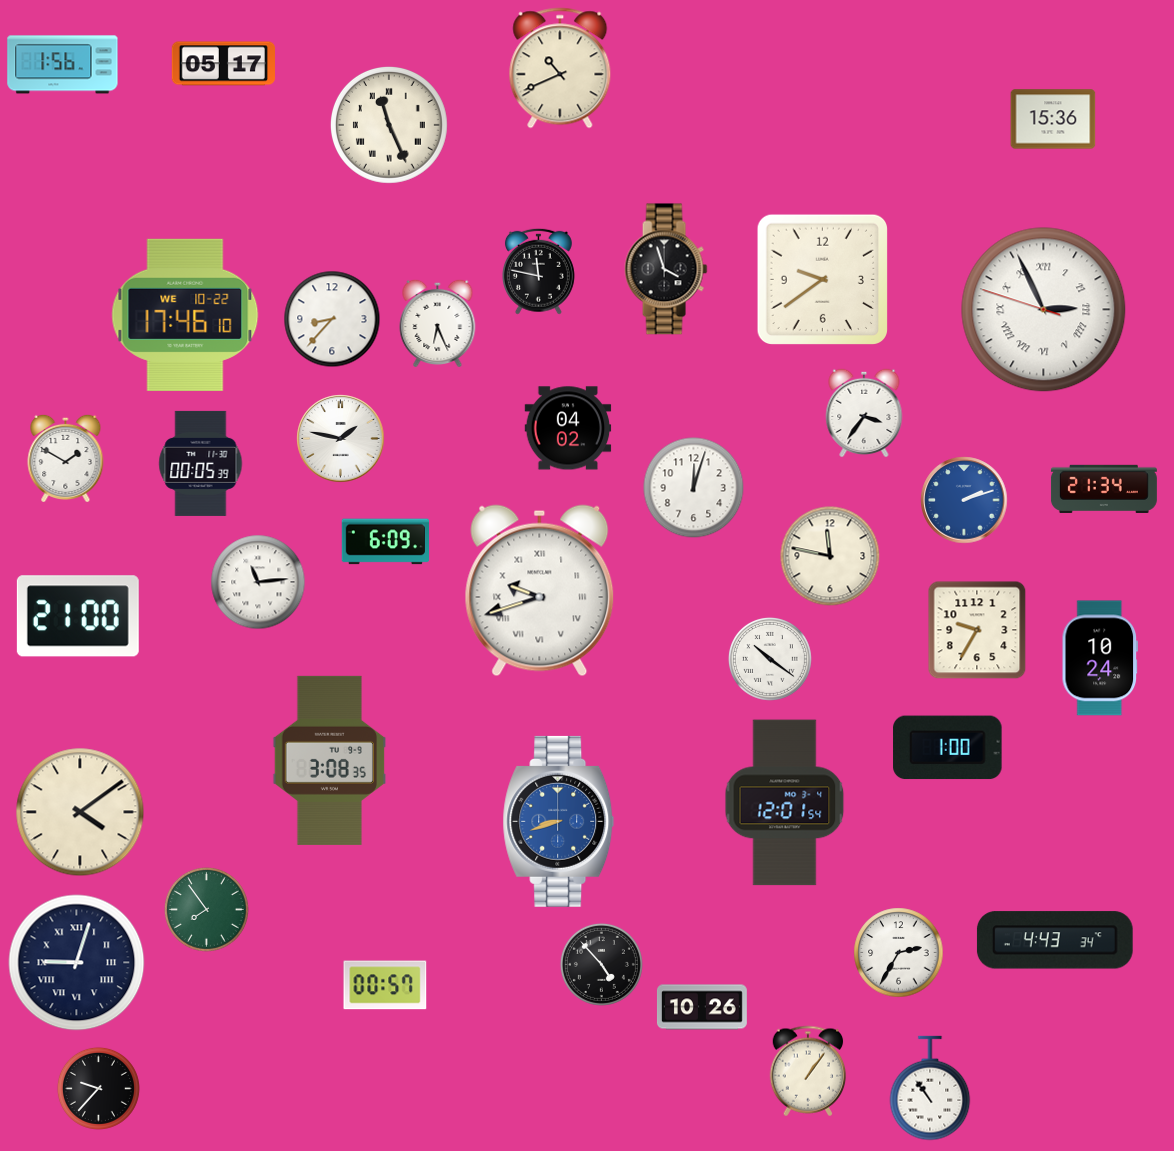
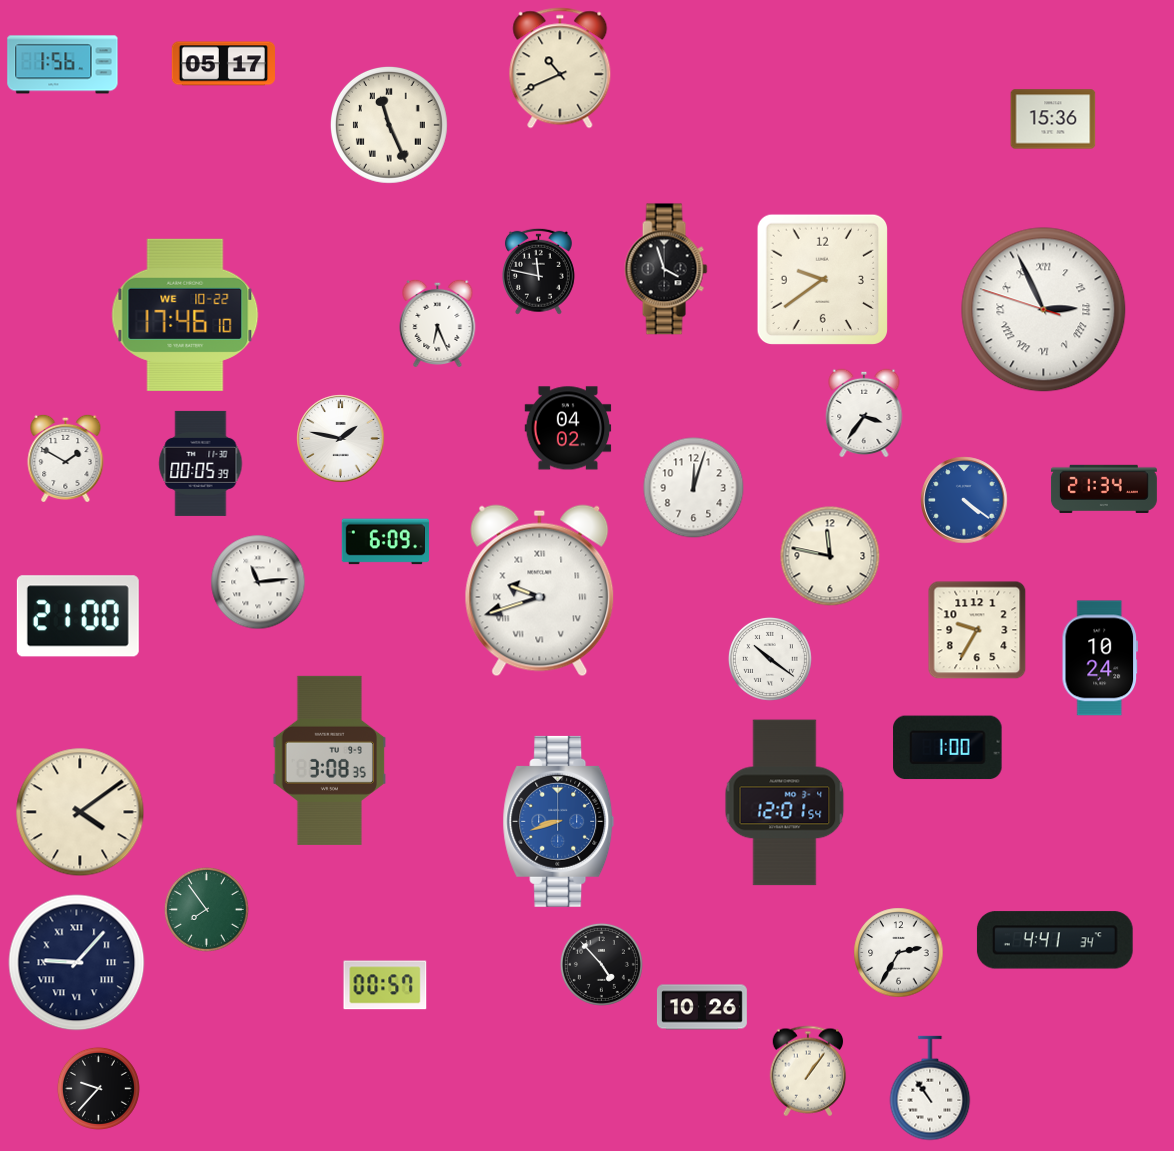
clock at (332, 319): 8:37 -> none
clock at (964, 500): 2:12 -> 4:21
clock at (1055, 940): 4:43 -> 4:41
clock at (77, 963): 9:03 -> 9:07
